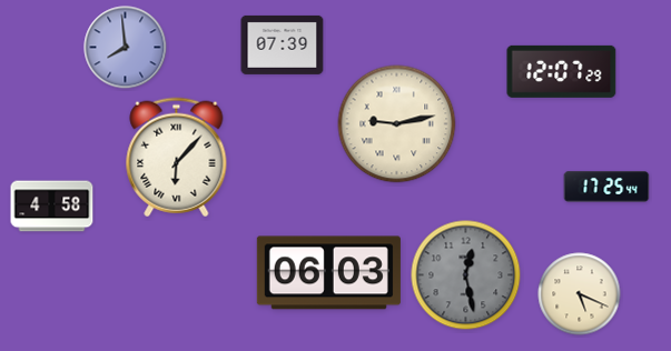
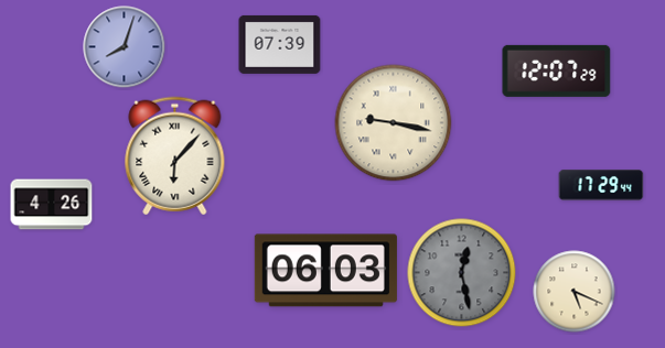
clock at (126, 48): 7:59 -> 8:03
clock at (397, 124): 9:13 -> 9:17
clock at (606, 187): 17:25 -> 17:29
clock at (52, 207): 4:58 -> 4:26
